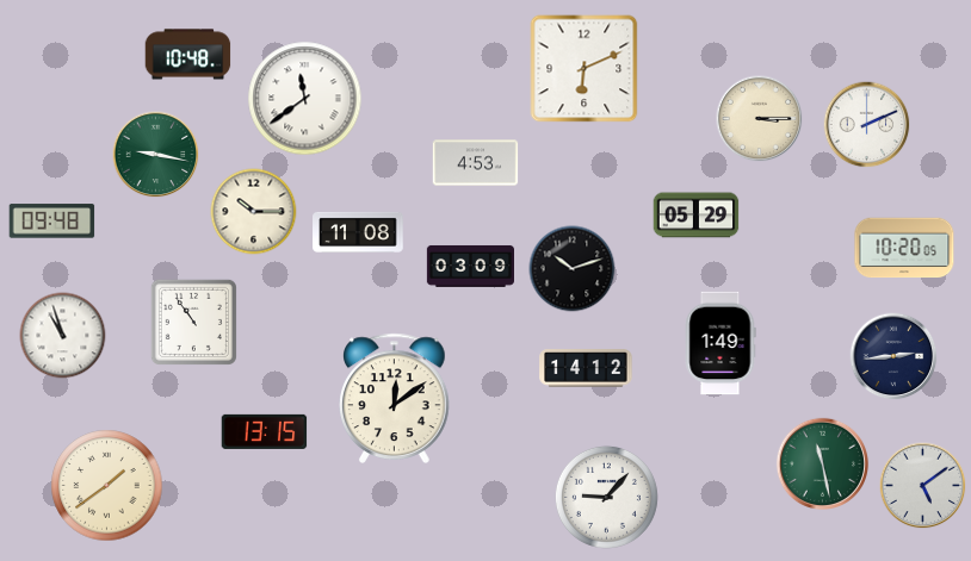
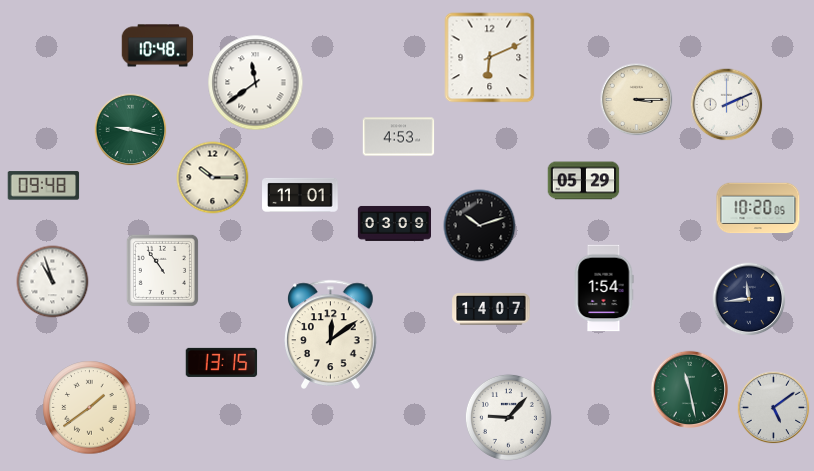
clock at (358, 232): 11:08 -> 11:01
clock at (720, 343): 1:49 -> 1:54
clock at (893, 356): 2:44 -> 11:44
clock at (586, 368): 14:12 -> 14:07
